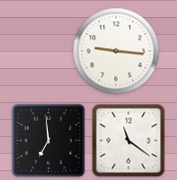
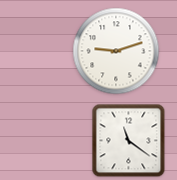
clock at (116, 51): 9:16 -> 9:12
clock at (49, 141): 6:59 -> none
